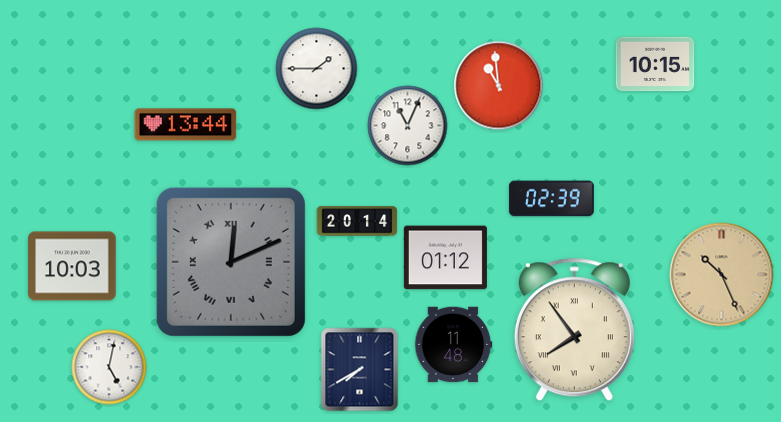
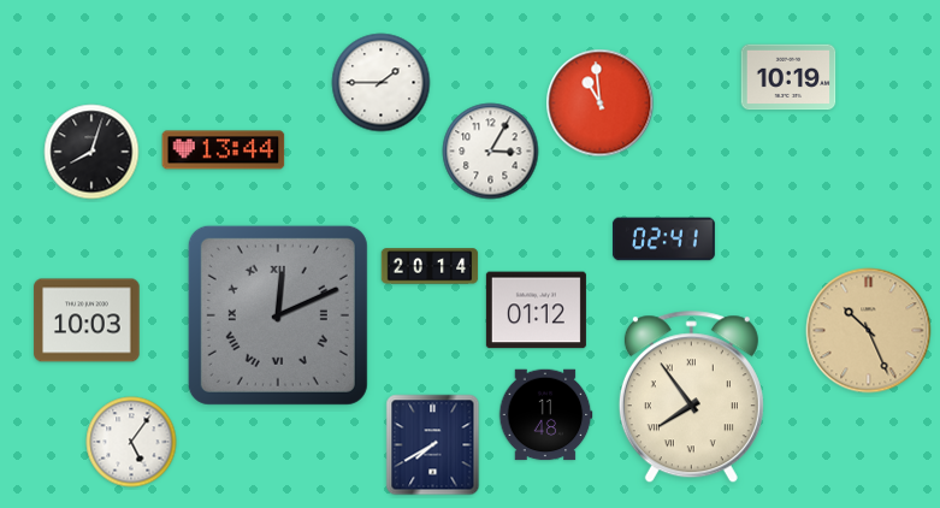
clock at (655, 64): 10:15 -> 10:19
clock at (91, 152): none -> 8:03
clock at (408, 126): 11:04 -> 3:05
clock at (551, 199): 02:39 -> 02:41
clock at (109, 367): 5:02 -> 5:06
